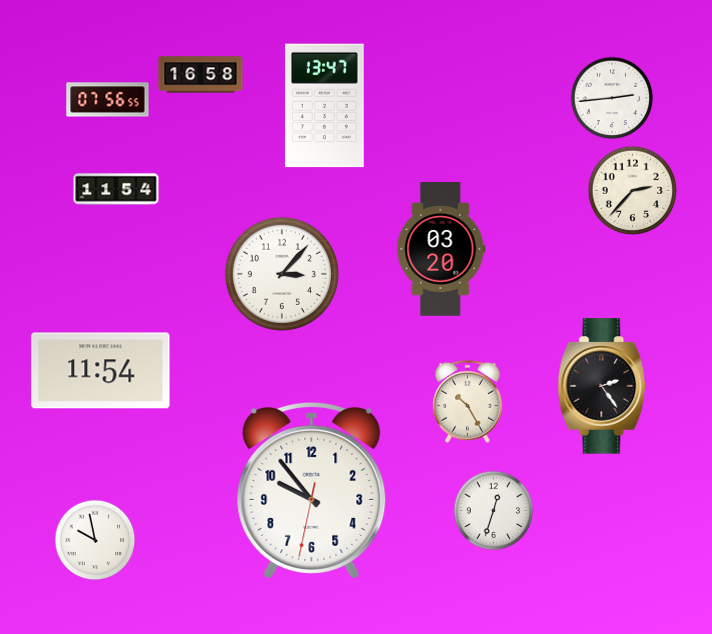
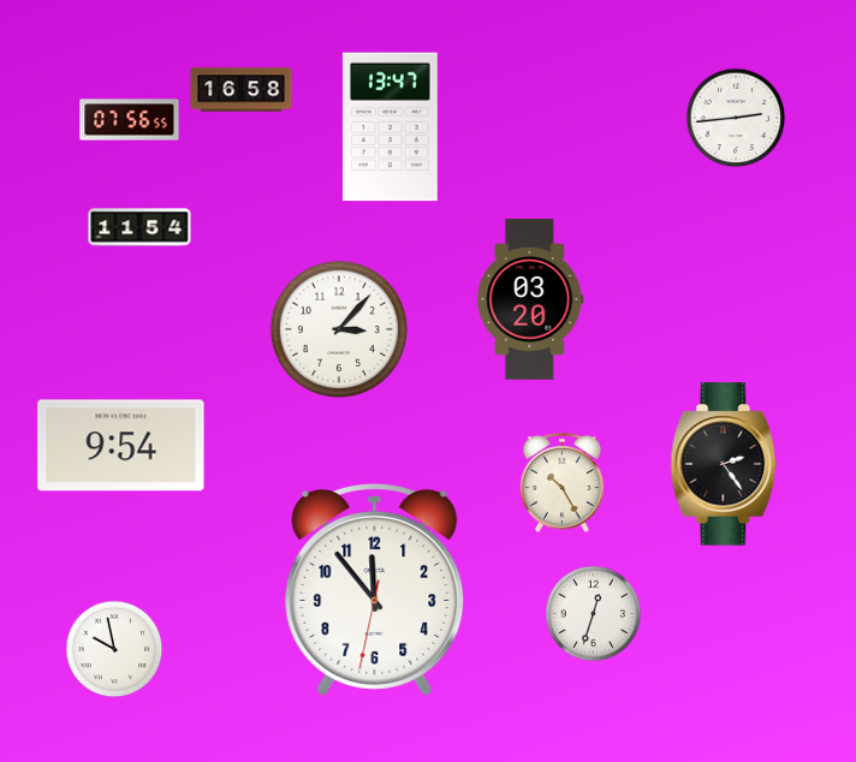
clock at (633, 191): 2:37 -> none
clock at (101, 371): 11:54 -> 9:54
clock at (312, 490): 9:53 -> 11:53
